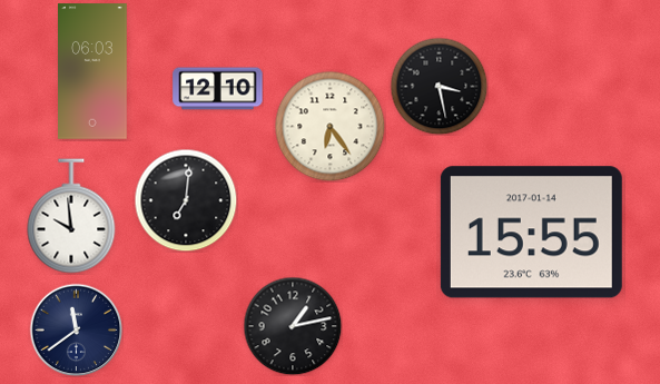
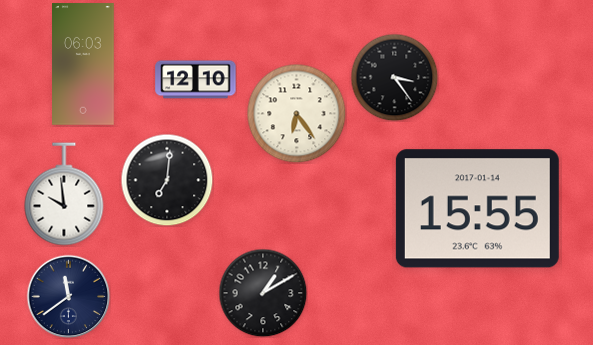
clock at (439, 86): 3:28 -> 3:24
clock at (293, 326): 1:13 -> 1:10
